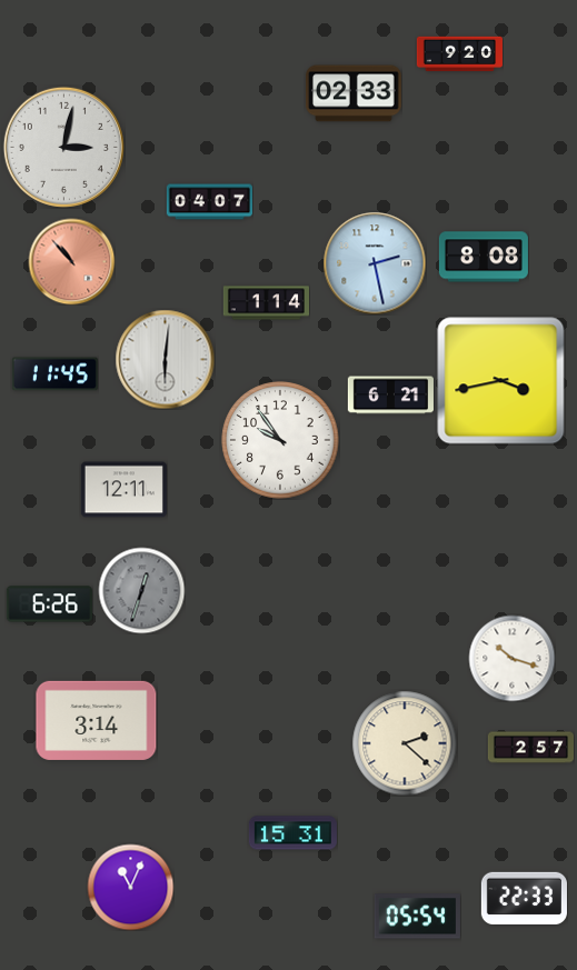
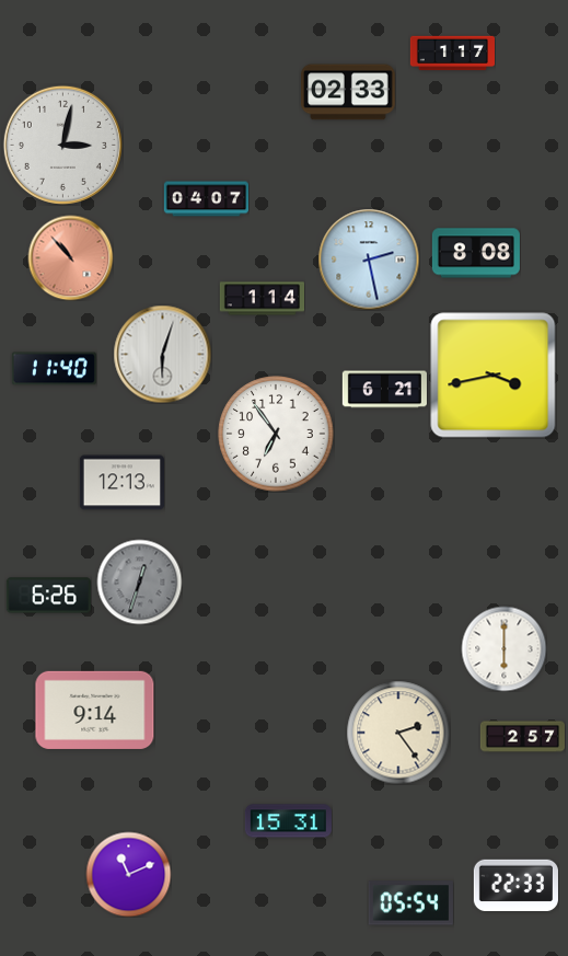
clock at (459, 54): 9:20 -> 1:17
clock at (165, 359): 6:01 -> 6:03
clock at (54, 374): 11:45 -> 11:40
clock at (280, 440): 9:54 -> 6:54
clock at (123, 490): 12:11 -> 12:13
clock at (511, 658): 10:18 -> 6:00
clock at (97, 720): 3:14 -> 9:14
clock at (405, 743): 2:22 -> 2:24
clock at (130, 887): 11:04 -> 11:11
